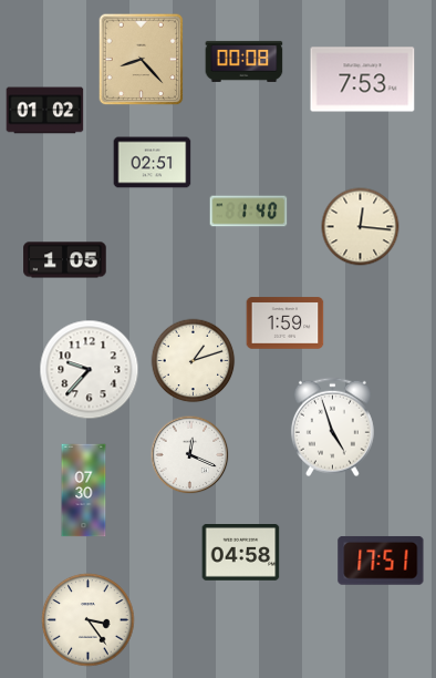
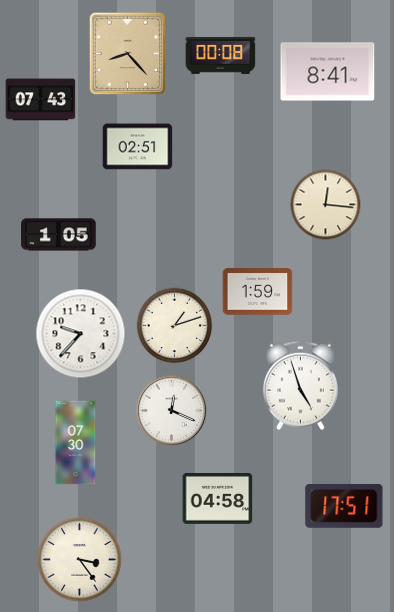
clock at (363, 80): 7:53 -> 8:41
clock at (45, 111): 01:02 -> 07:43
clock at (249, 212): 1:40 -> none
